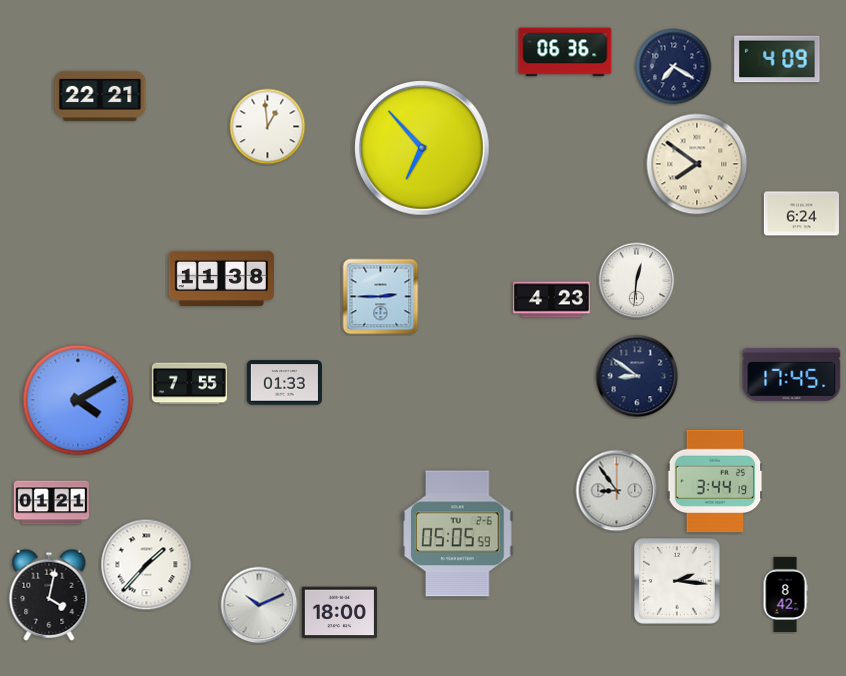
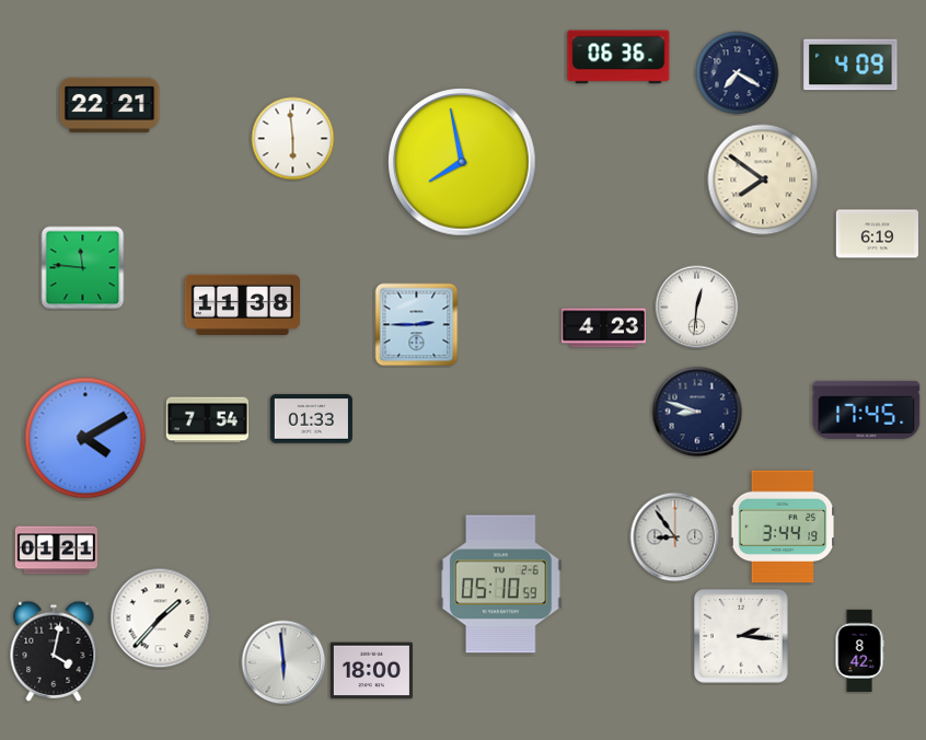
clock at (268, 127): 12:59 -> 5:59
clock at (422, 148): 6:53 -> 7:58
clock at (801, 214): 6:24 -> 6:19
clock at (83, 268): none -> 11:46
clock at (637, 376): 8:51 -> 8:48
clock at (189, 384): 7:55 -> 7:54
clock at (458, 534): 05:05 -> 05:10
clock at (259, 605): 10:11 -> 5:59
